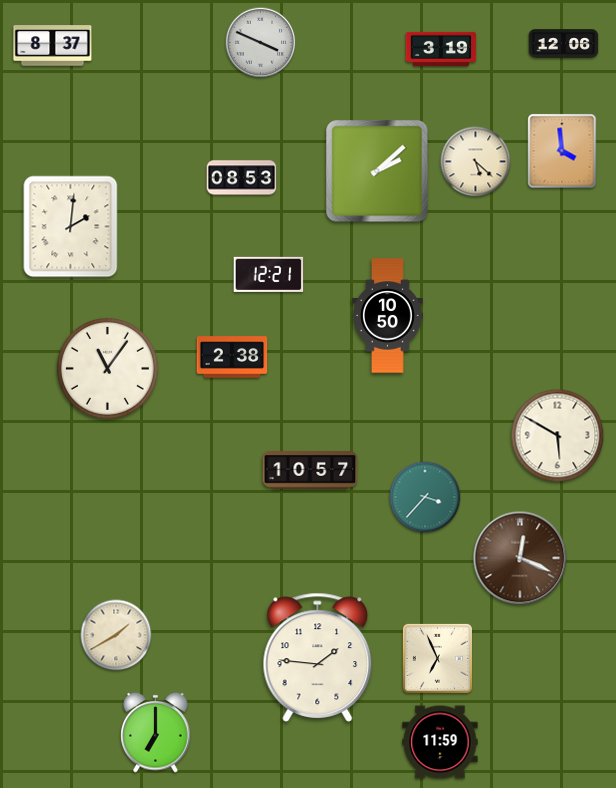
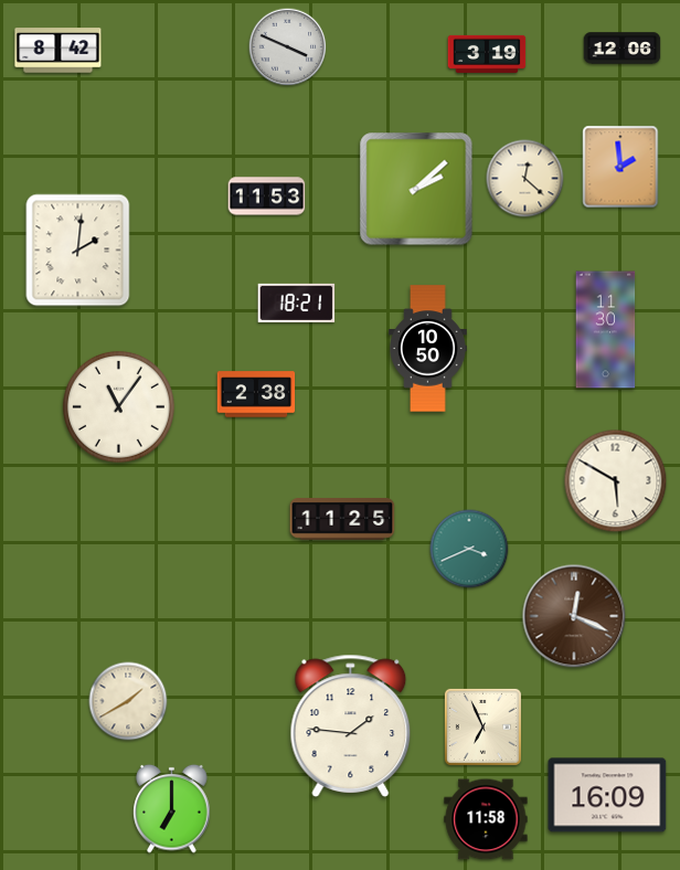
clock at (53, 46): 8:37 -> 8:42
clock at (562, 151): 3:59 -> 1:59
clock at (476, 162): 5:22 -> 12:22
clock at (242, 178): 08:53 -> 11:53
clock at (269, 274): 12:21 -> 18:21
clock at (606, 330): none -> 11:30
clock at (310, 471): 10:57 -> 11:25
clock at (425, 497): 3:37 -> 3:41
clock at (607, 795): none -> 16:09
clock at (440, 742): 11:59 -> 11:58
